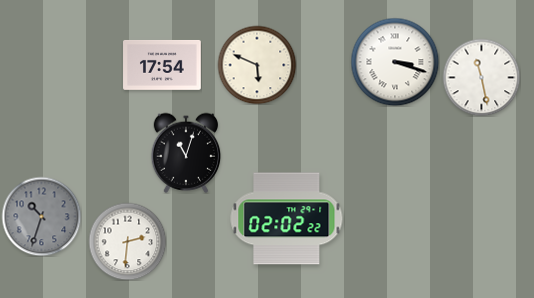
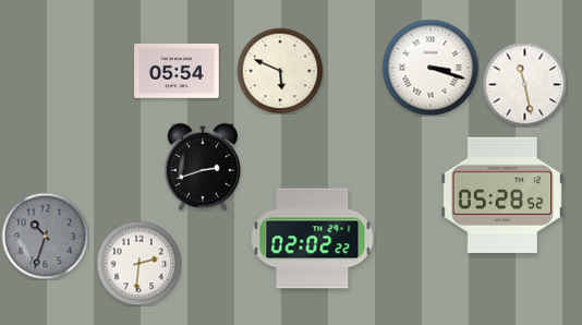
clock at (162, 65): 17:54 -> 05:54
clock at (186, 153): 11:03 -> 2:42
clock at (502, 195): none -> 05:28
